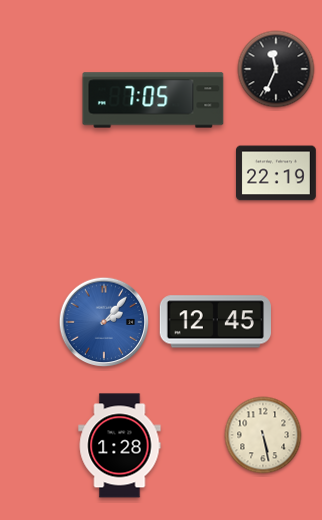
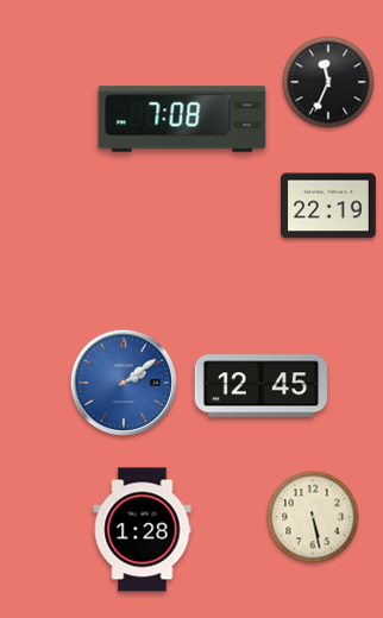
clock at (153, 100): 7:05 -> 7:08
clock at (104, 322): 2:07 -> 2:09
clock at (215, 322) position: (215, 322) -> (260, 386)
